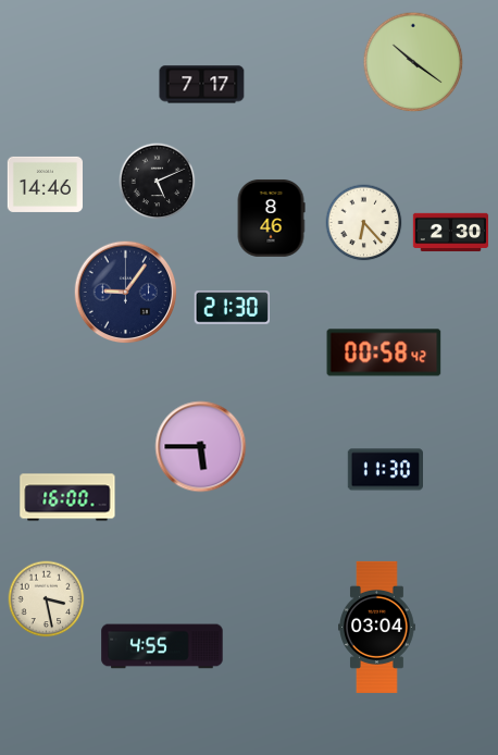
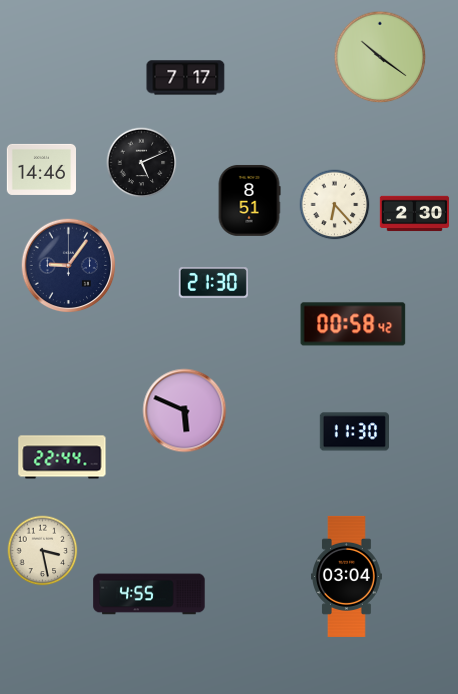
clock at (158, 182) position: (158, 182) -> (142, 163)
clock at (271, 218): 8:46 -> 8:51
clock at (126, 293) position: (126, 293) -> (69, 266)
clock at (201, 447): 5:45 -> 5:49
clock at (67, 497): 16:00 -> 22:44
